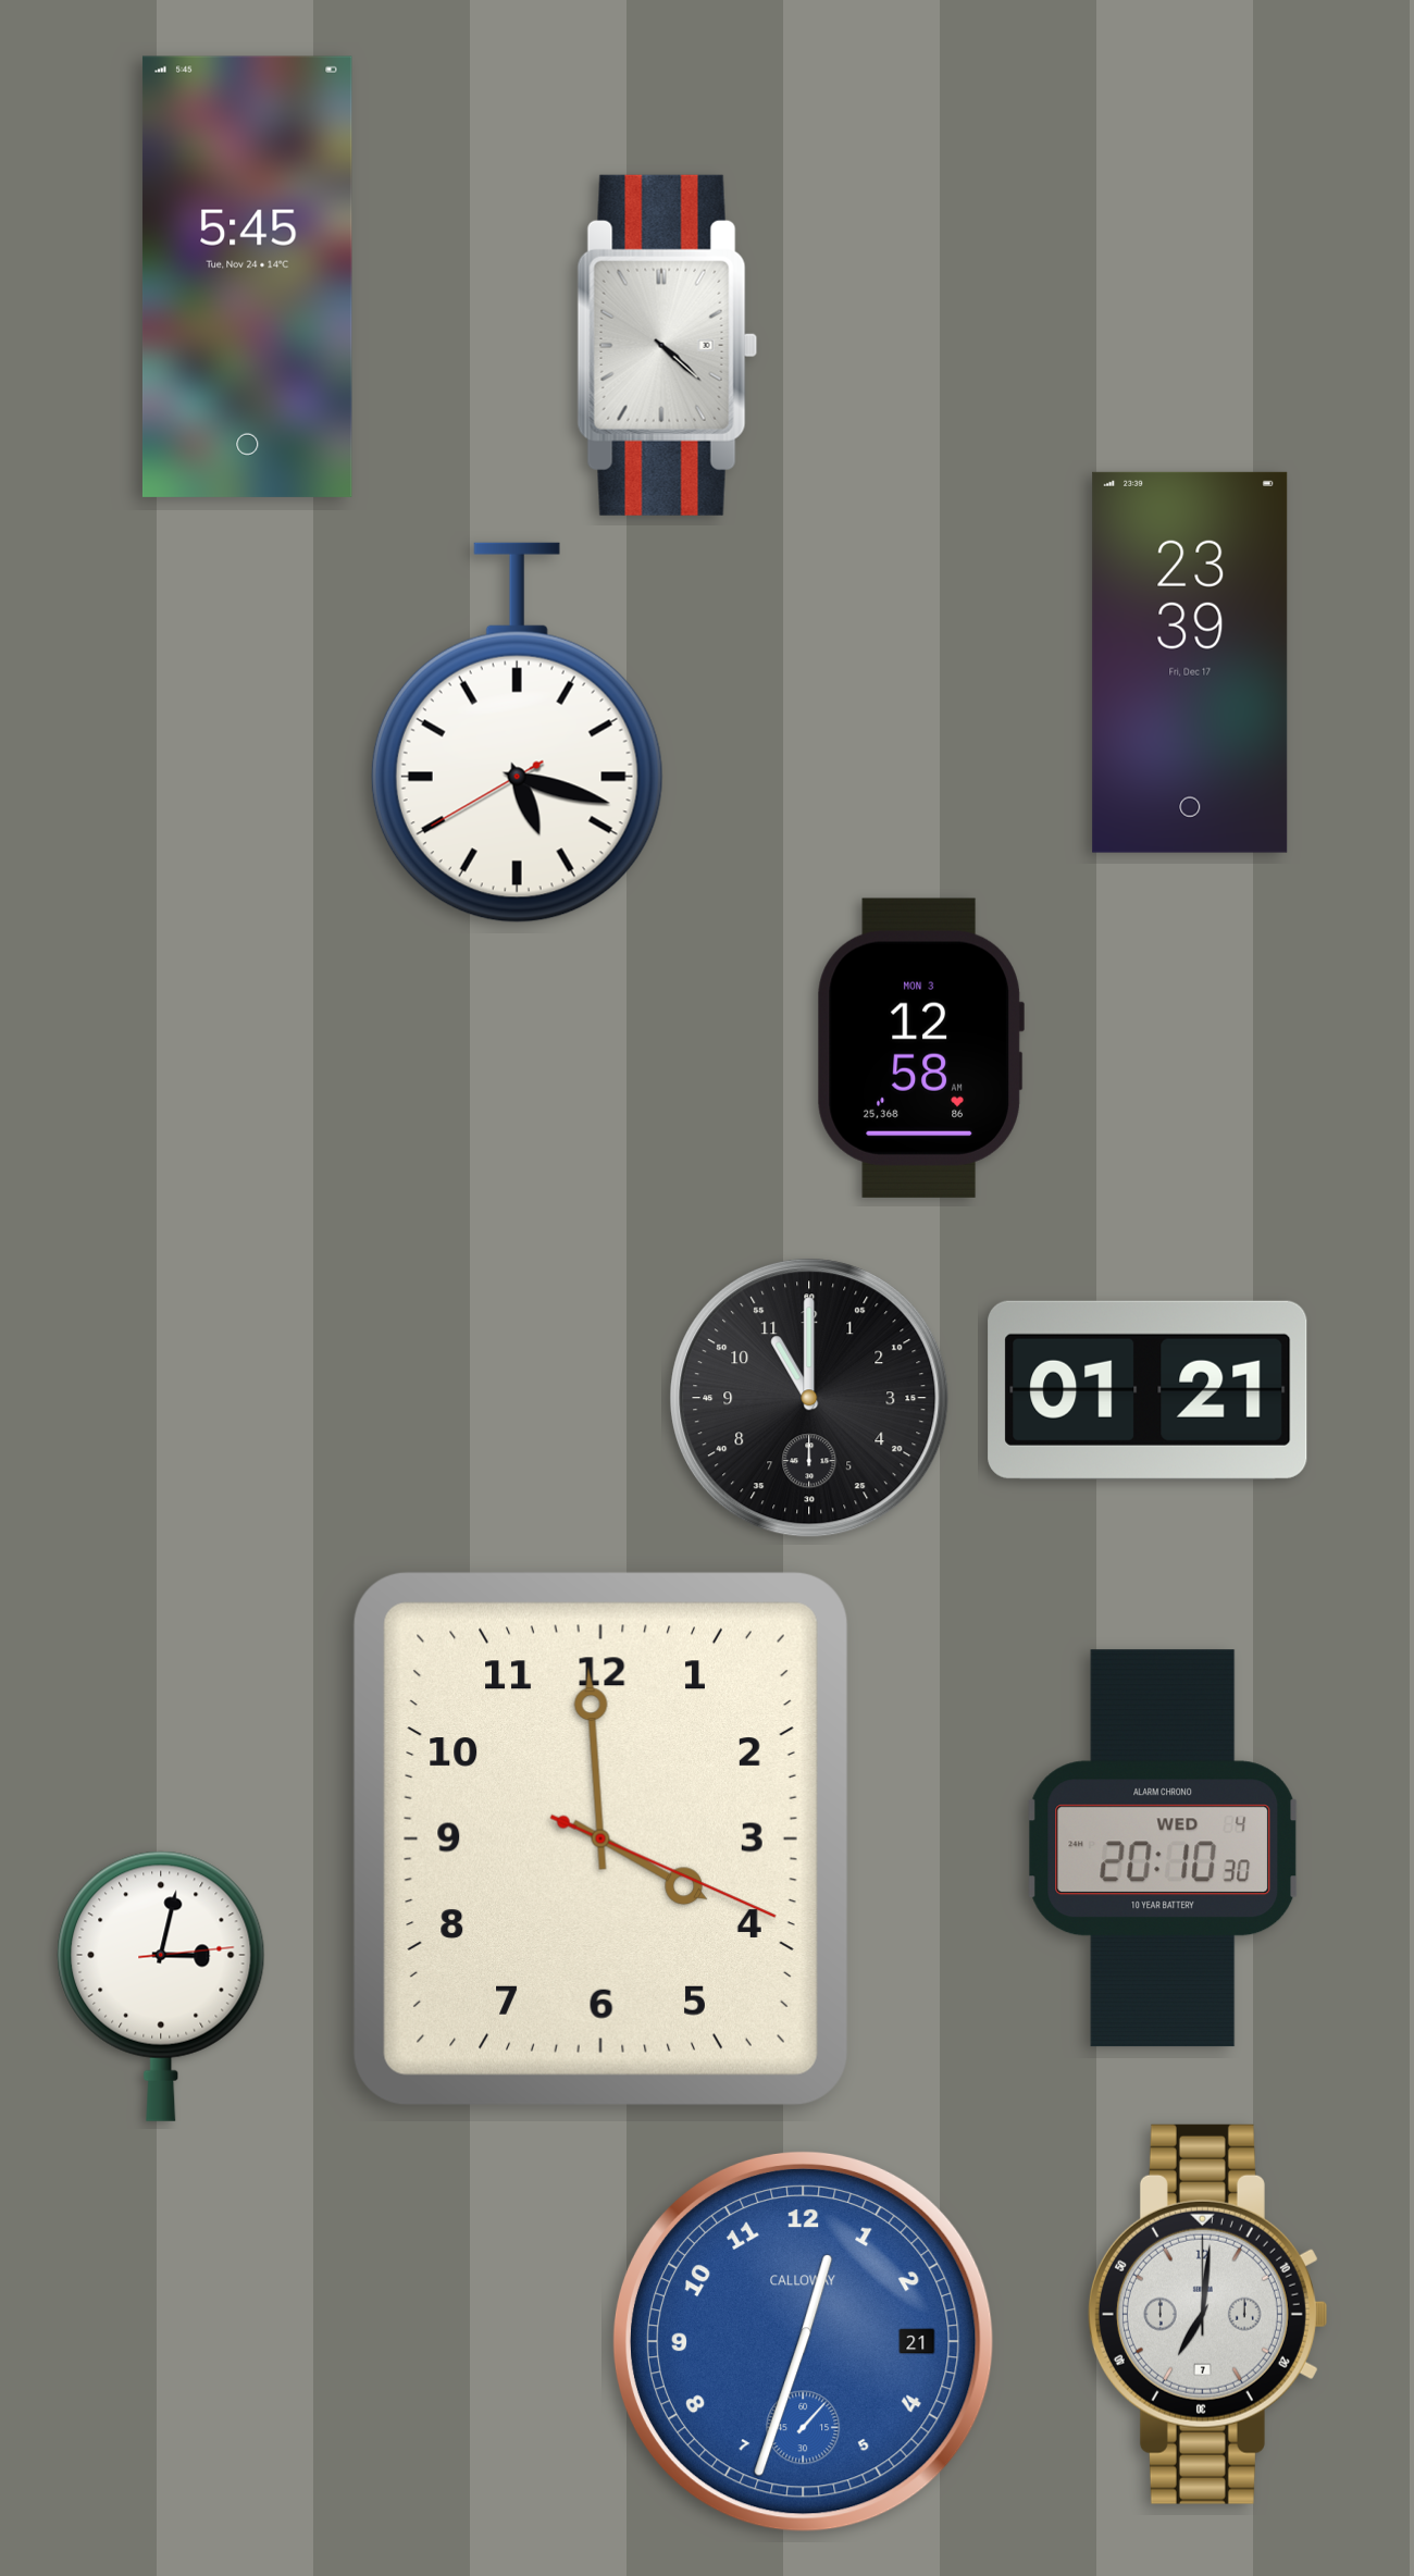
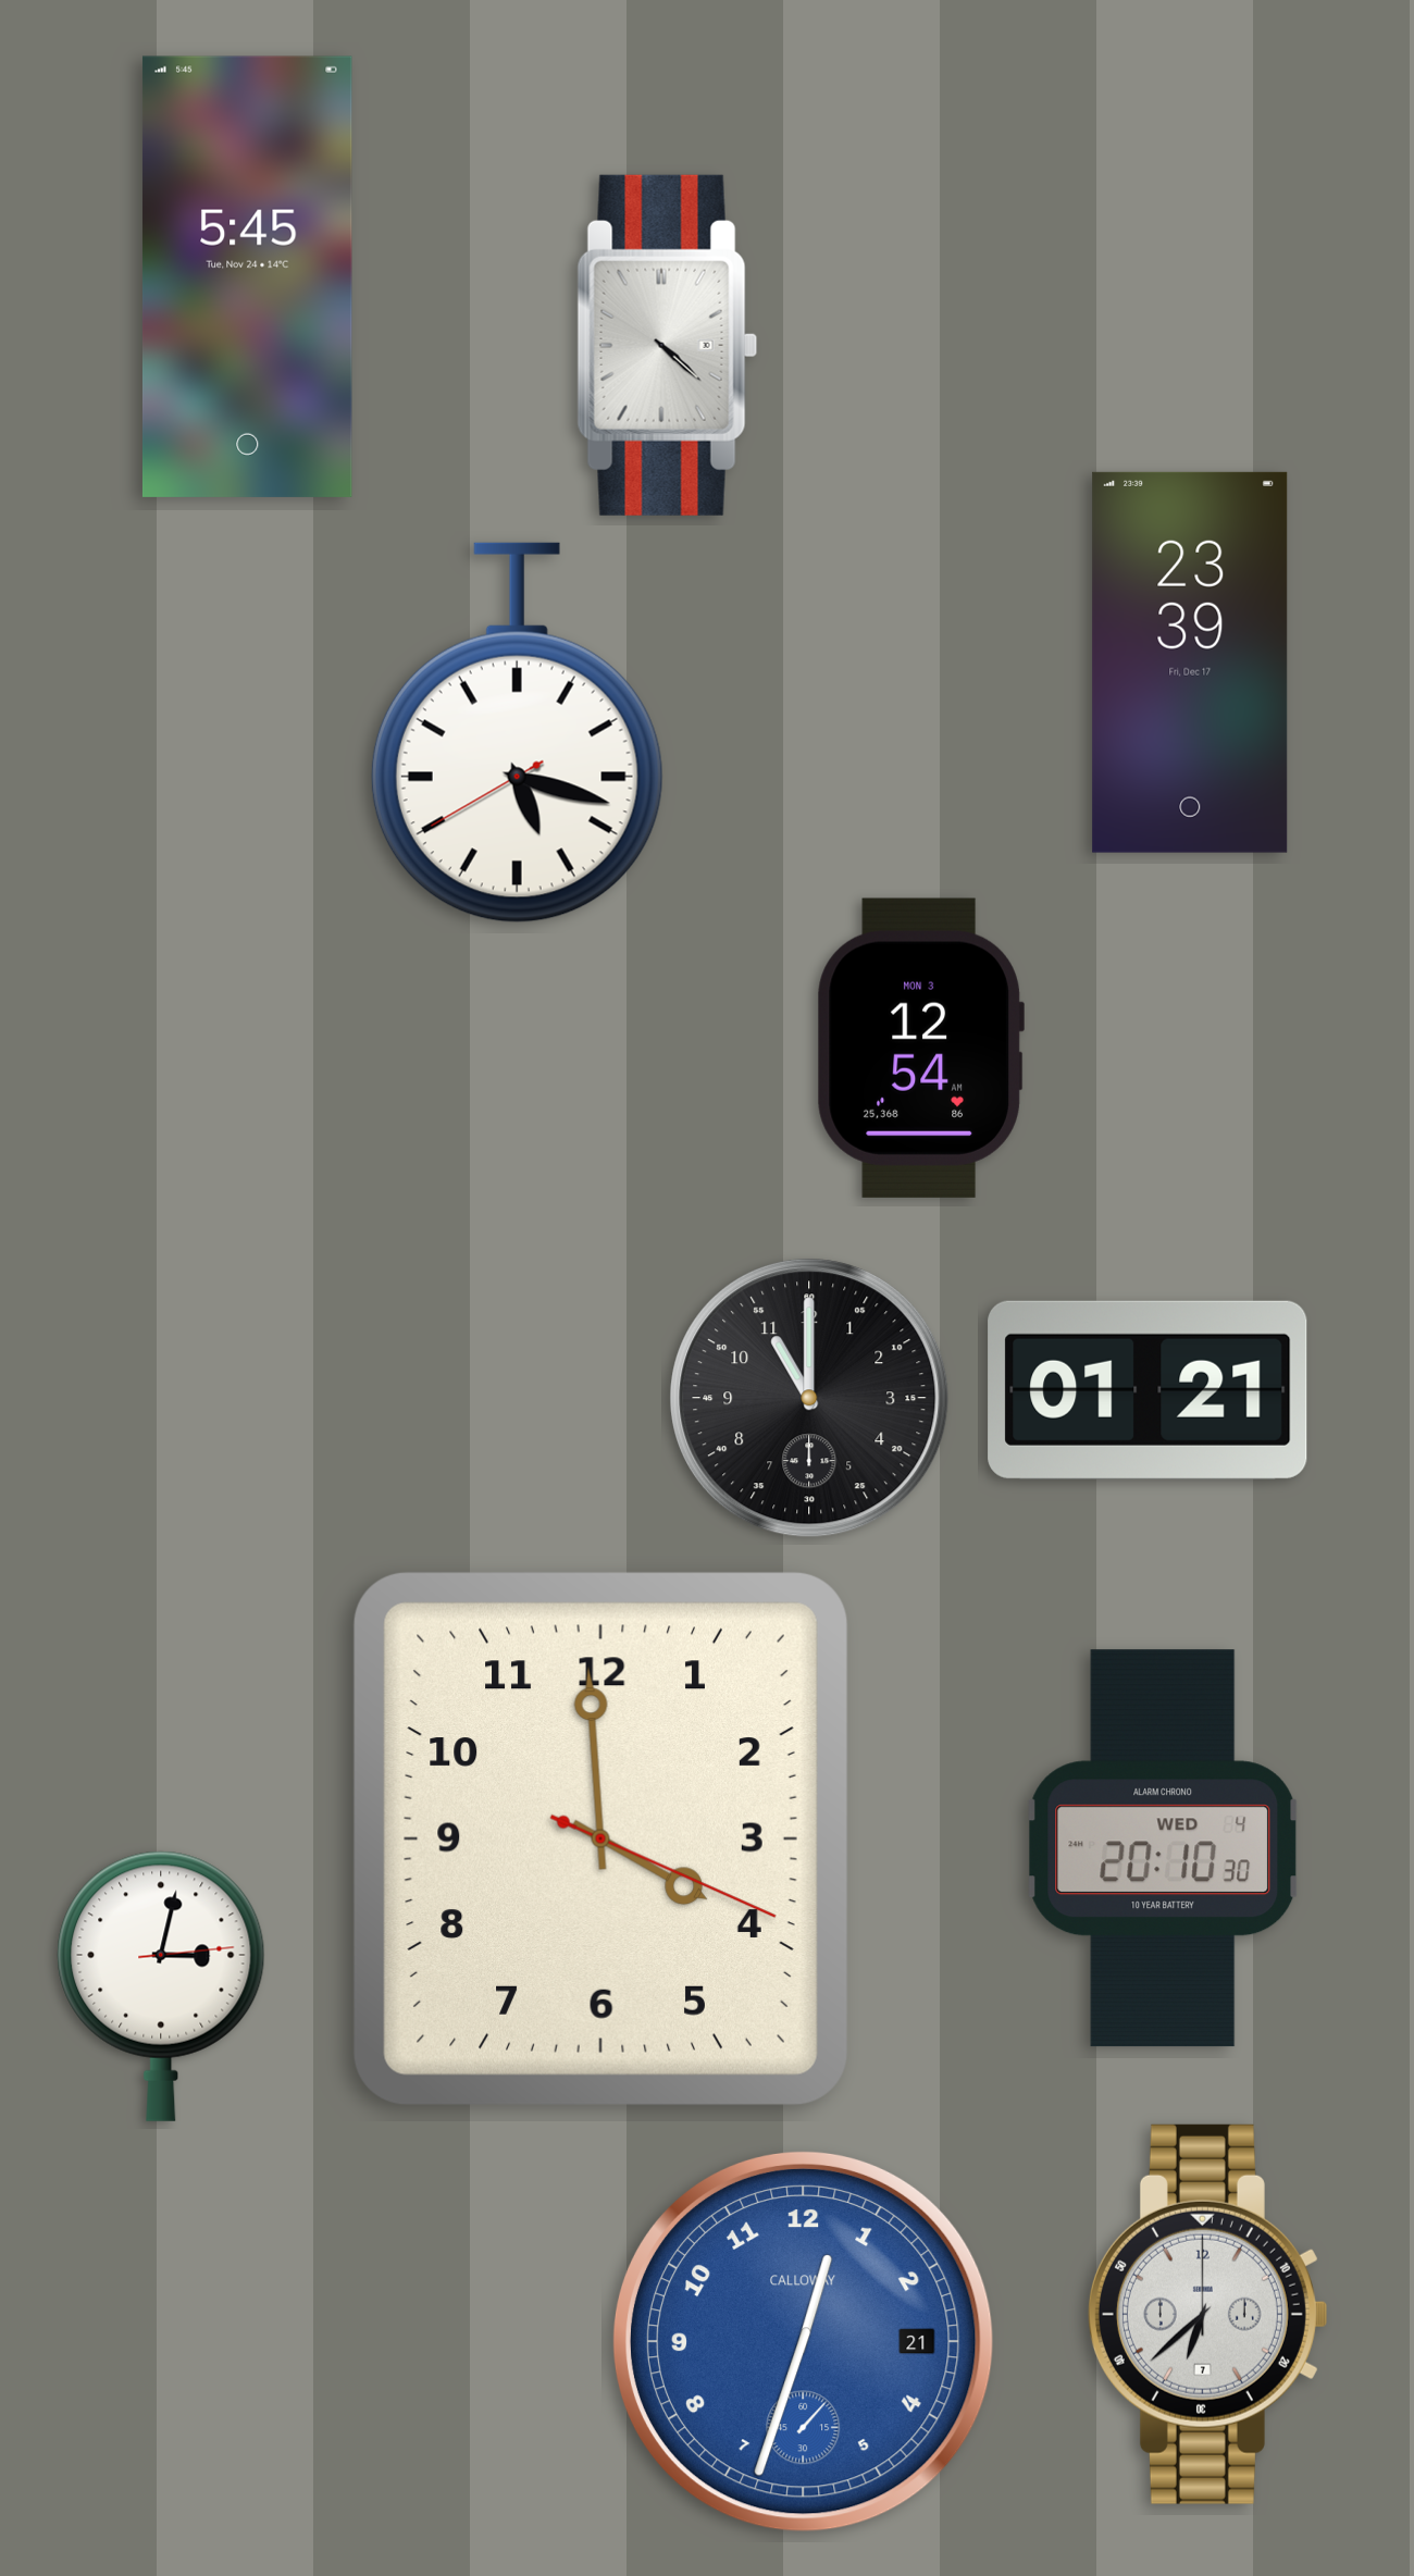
clock at (920, 1048): 12:58 -> 12:54
clock at (1207, 2314): 7:01 -> 6:38
